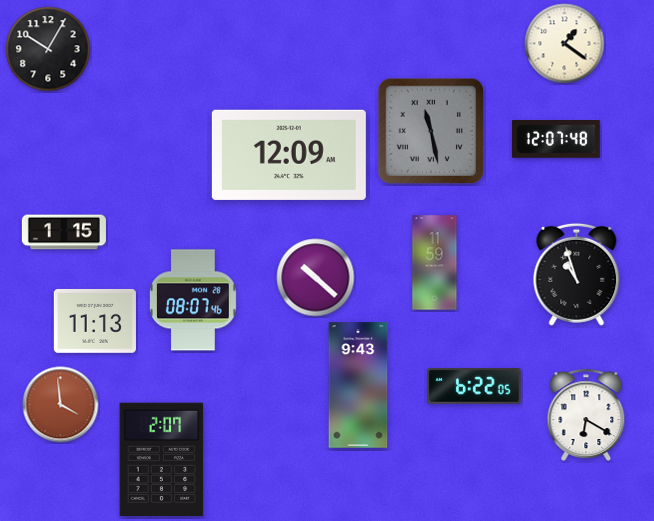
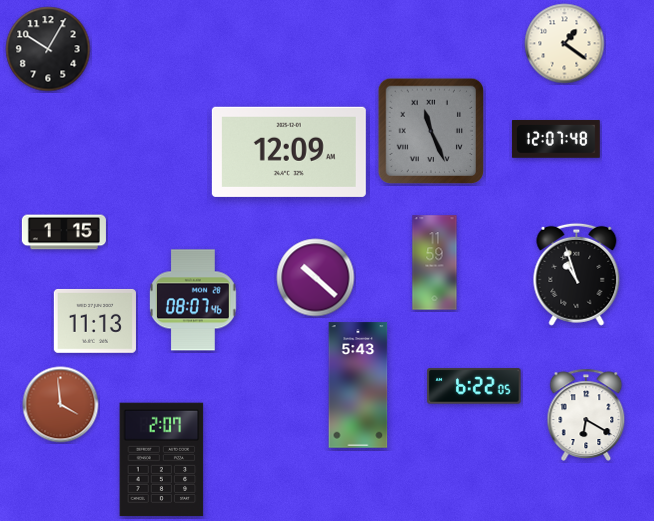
clock at (430, 130): 11:28 -> 11:26
clock at (289, 155) position: (289, 155) -> (289, 152)
clock at (358, 385): 9:43 -> 5:43
